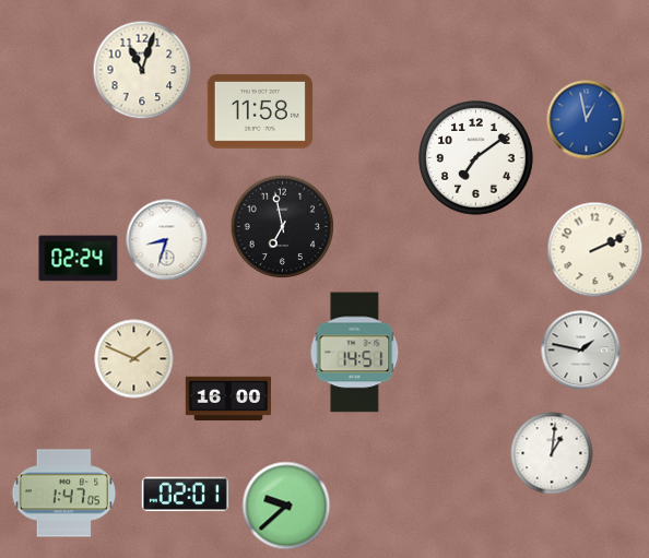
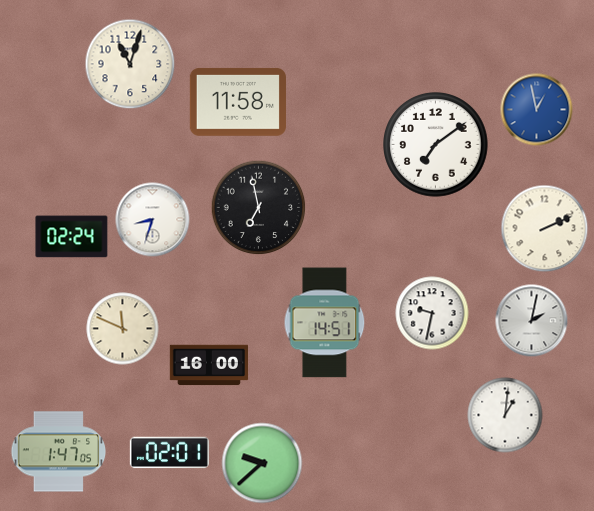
clock at (432, 313): none -> 9:32
clock at (581, 351): 1:47 -> 2:02
clock at (134, 359): 1:49 -> 11:49
